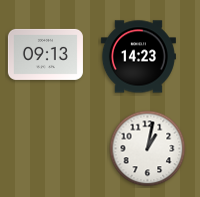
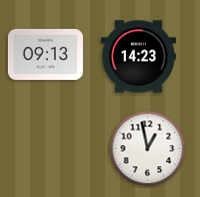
clock at (148, 149): 1:02 -> 12:58
